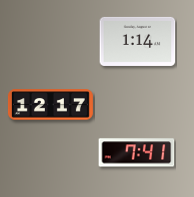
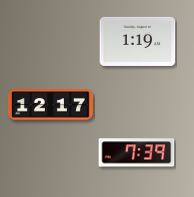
clock at (138, 41): 1:14 -> 1:19
clock at (137, 153): 7:41 -> 7:39
